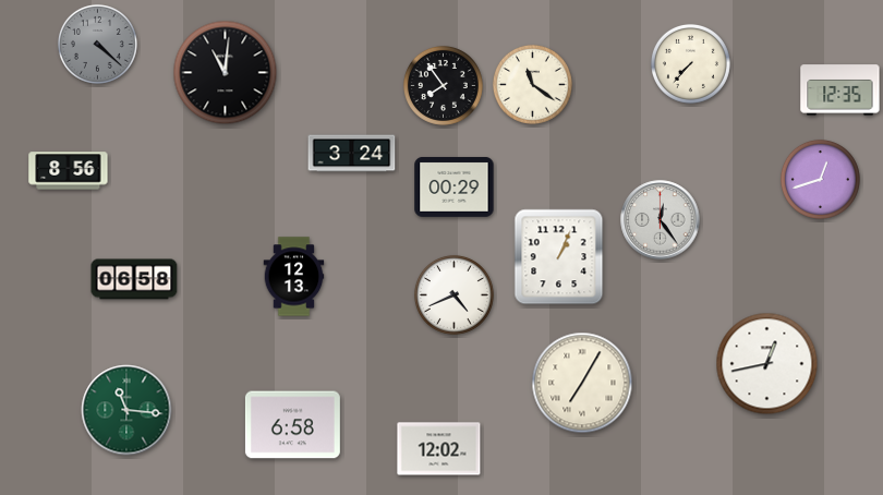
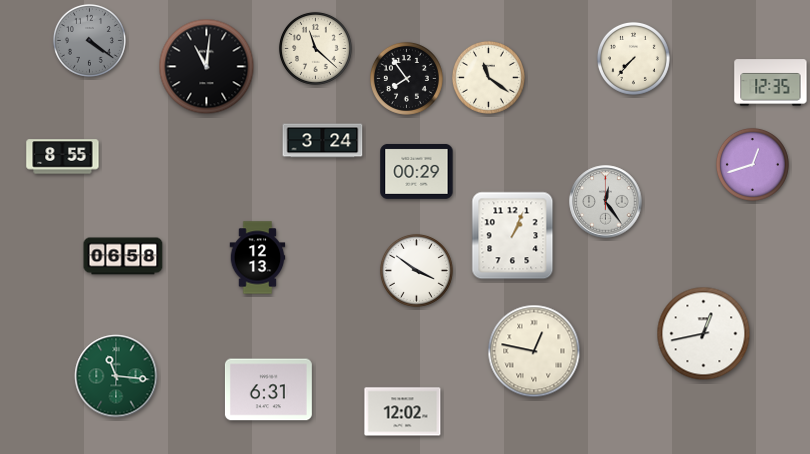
clock at (97, 44): 4:22 -> 4:21
clock at (315, 48): none -> 11:22
clock at (69, 171): 8:56 -> 8:55
clock at (294, 277) position: (294, 277) -> (258, 258)
clock at (453, 294): 4:41 -> 3:51
clock at (582, 383): 7:05 -> 12:47
clock at (292, 425): 6:58 -> 6:31
